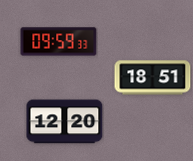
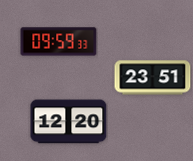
clock at (153, 78): 18:51 -> 23:51
clock at (65, 122) position: (65, 122) -> (69, 122)
